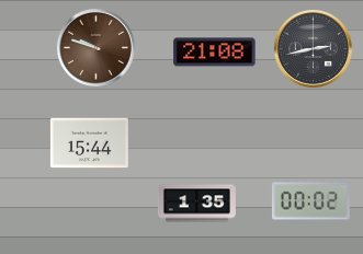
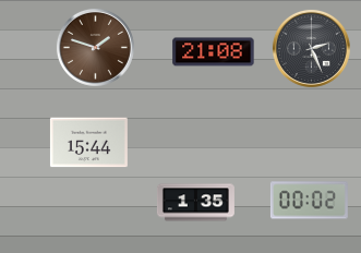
clock at (95, 47): 9:48 -> 1:48
clock at (313, 48): 2:43 -> 2:26
